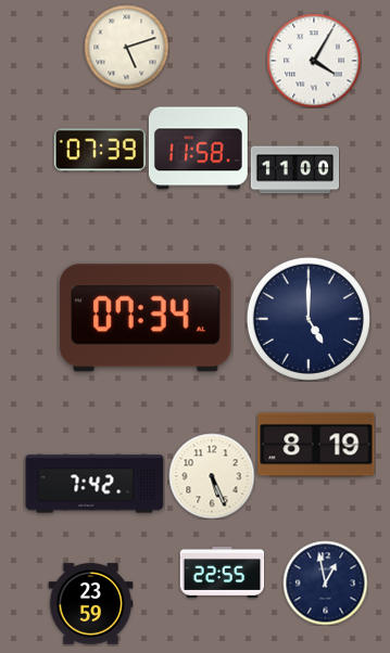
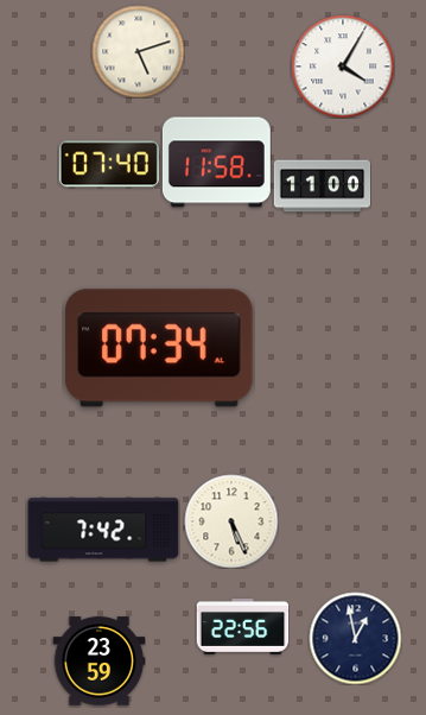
clock at (100, 150): 07:39 -> 07:40
clock at (309, 319): 5:00 -> none
clock at (316, 445): 8:19 -> none
clock at (222, 572): 22:55 -> 22:56
